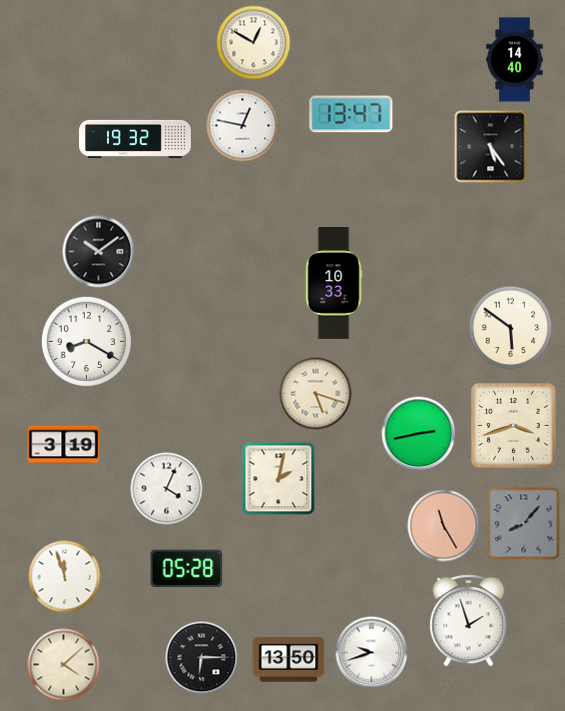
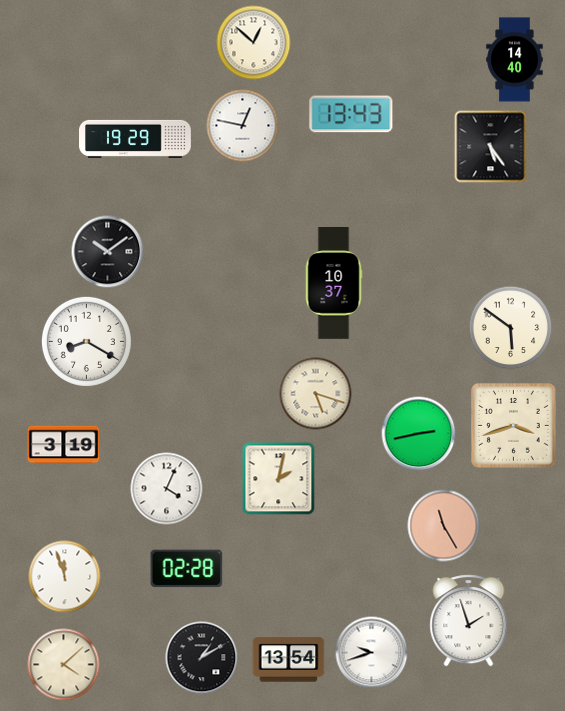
clock at (254, 43): 12:50 -> 12:52
clock at (351, 114): 13:47 -> 13:43
clock at (136, 139): 19:32 -> 19:29
clock at (99, 252) position: (99, 252) -> (108, 252)
clock at (334, 284): 10:33 -> 10:37
clock at (524, 524): 8:07 -> none
clock at (187, 569): 05:28 -> 02:28
clock at (202, 658): 6:15 -> 1:10
clock at (289, 660): 13:50 -> 13:54
